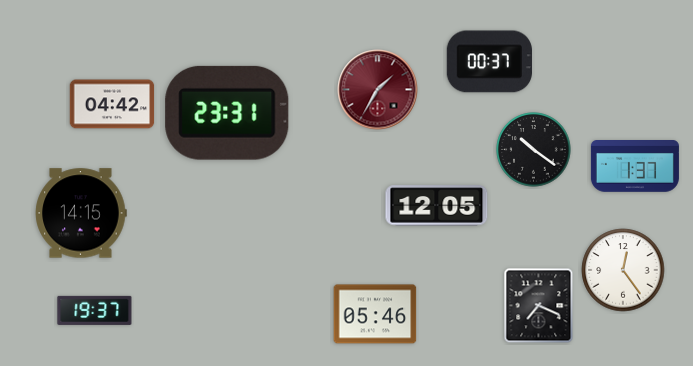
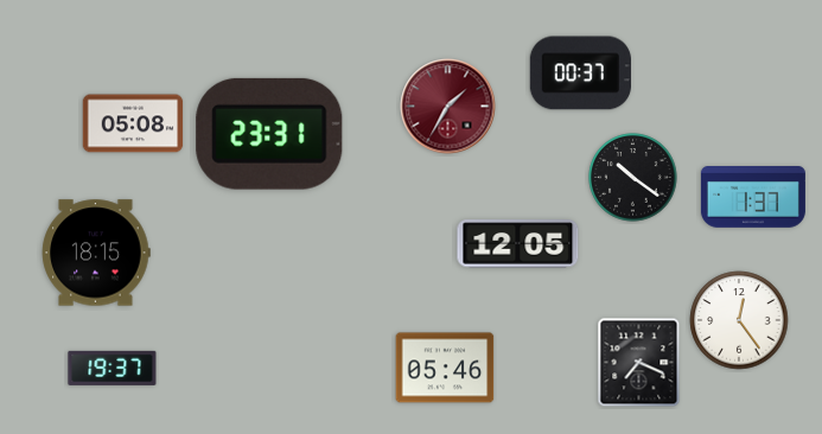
clock at (112, 104): 04:42 -> 05:08
clock at (81, 213): 14:15 -> 18:15
clock at (375, 314) position: (375, 314) -> (445, 368)
